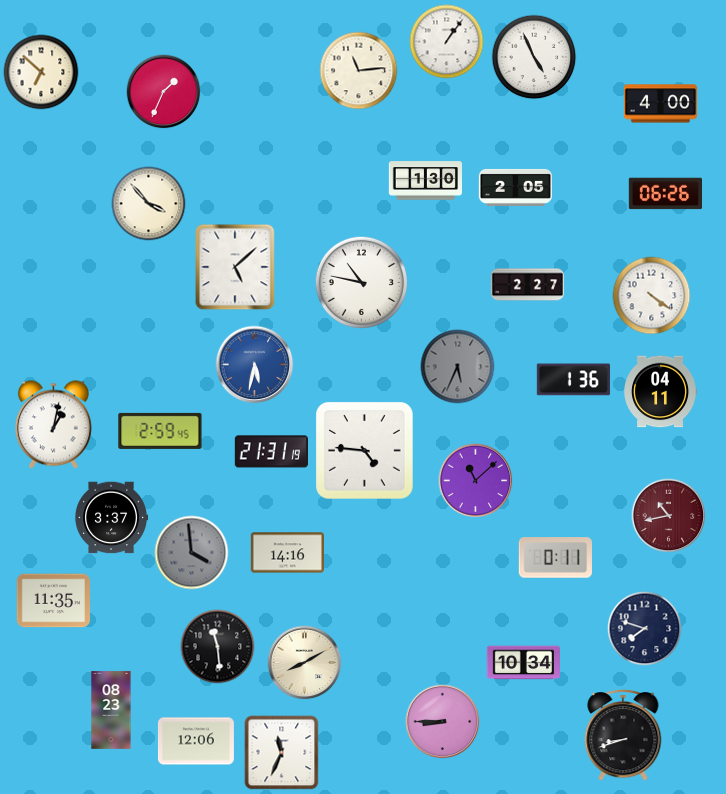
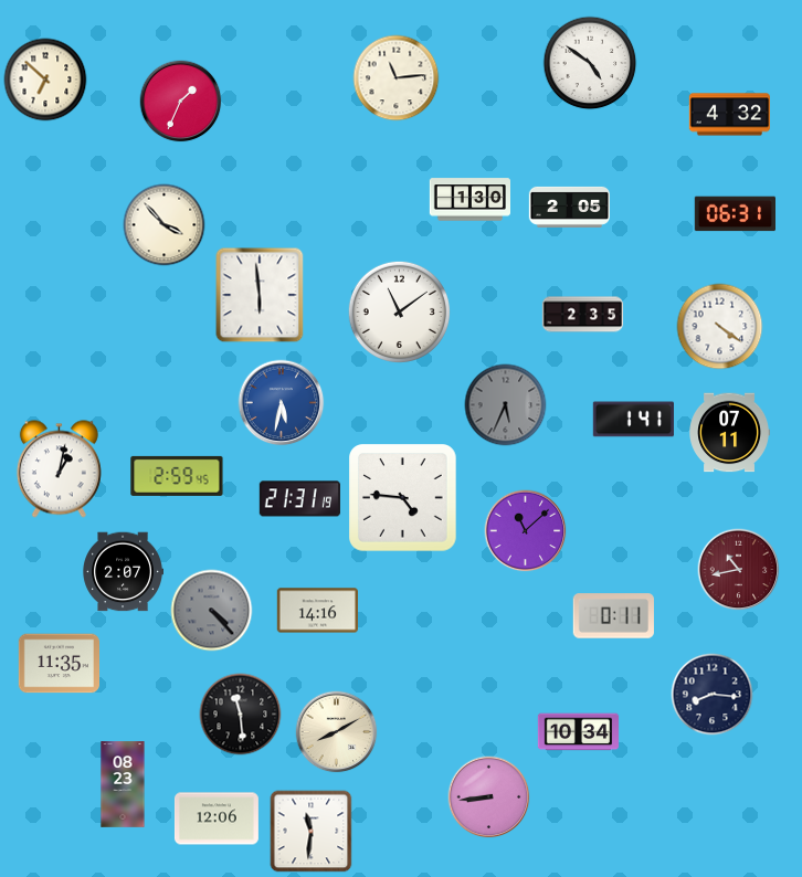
clock at (447, 42): 1:06 -> none
clock at (534, 57): 4:56 -> 4:51
clock at (660, 104): 4:00 -> 4:32
clock at (665, 194): 06:26 -> 06:31
clock at (235, 267): 5:08 -> 5:59
clock at (361, 282): 10:47 -> 11:09
clock at (528, 285): 2:27 -> 2:35
clock at (573, 380): 1:36 -> 1:41
clock at (660, 392): 04:11 -> 07:11
clock at (111, 518): 3:37 -> 2:07
clock at (192, 553): 3:59 -> 4:23
clock at (645, 629): 7:48 -> 8:16
clock at (443, 722): 8:45 -> 8:44
clock at (623, 736): 8:42 -> none
clock at (282, 753): 11:34 -> 11:31
